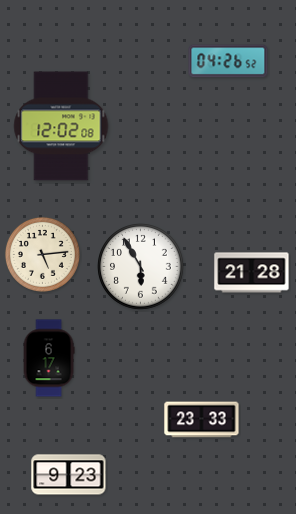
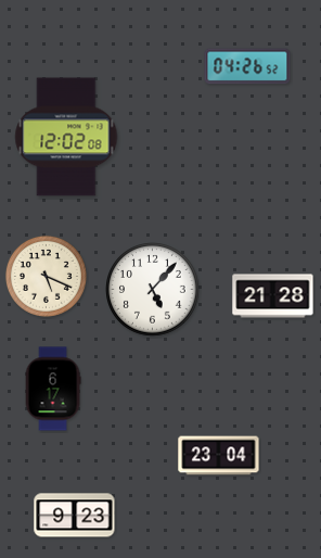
clock at (42, 254): 5:14 -> 5:19
clock at (141, 267): 5:55 -> 5:07
clock at (202, 420): 23:33 -> 23:04
